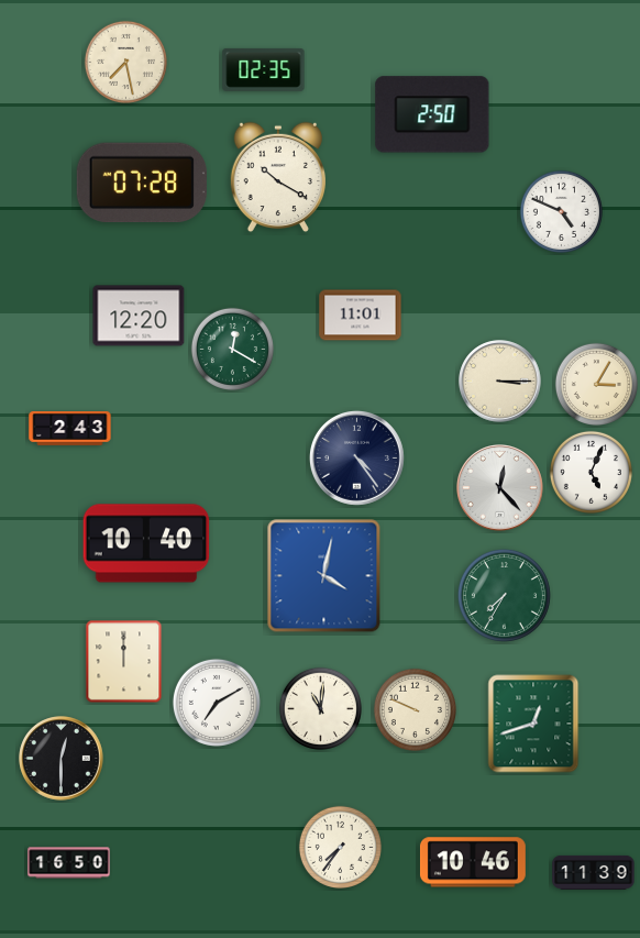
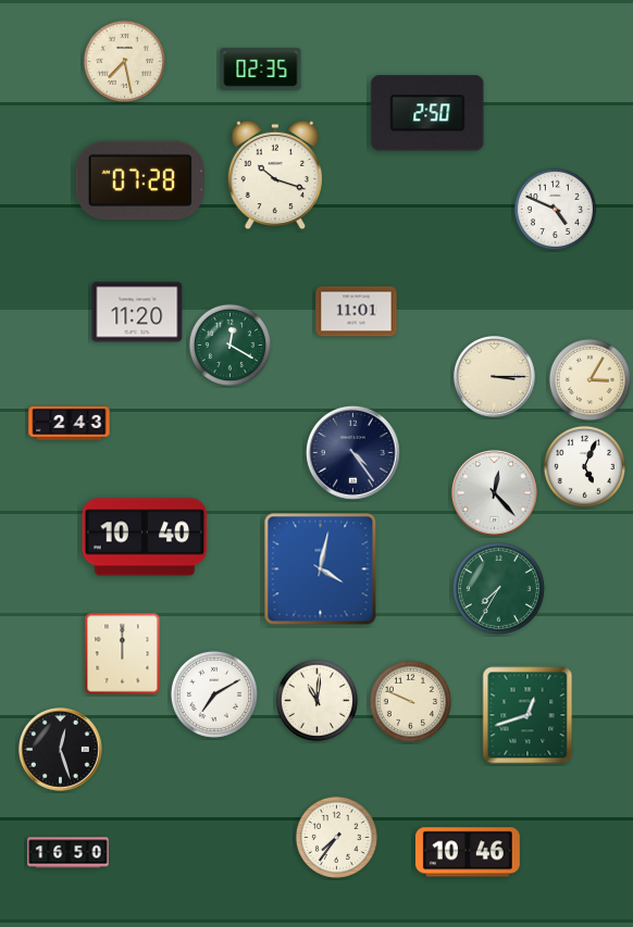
clock at (277, 177): 10:20 -> 10:18
clock at (139, 316): 12:20 -> 11:20
clock at (500, 488) position: (500, 488) -> (495, 493)
clock at (62, 759): 12:30 -> 12:27
clock at (594, 872): 11:39 -> none
